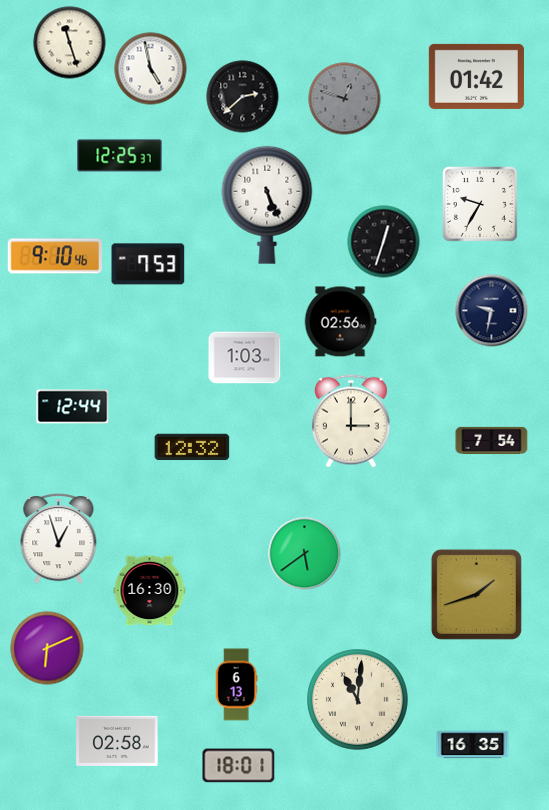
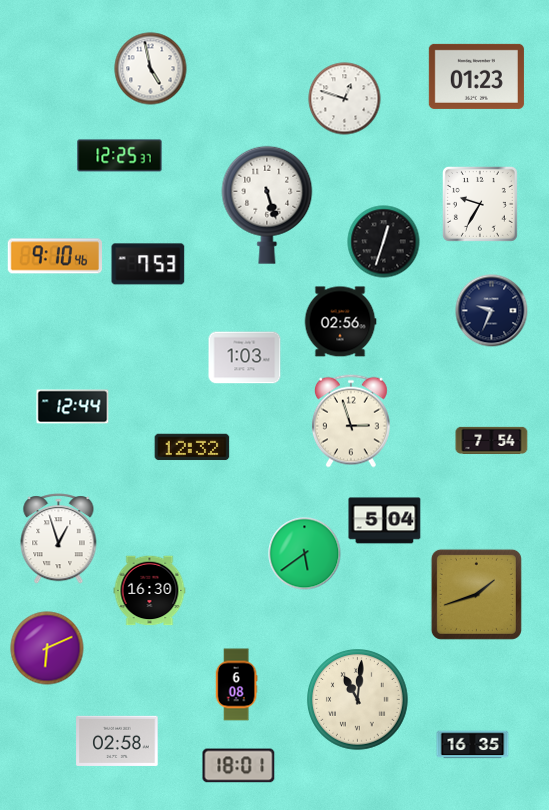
clock at (70, 43): 11:27 -> none
clock at (476, 76): 01:42 -> 01:23
clock at (243, 97): 2:38 -> none
clock at (345, 99) dial: grey -> white
clock at (267, 205): 5:26 -> 5:27
clock at (492, 311): 9:32 -> 9:34
clock at (351, 421): 3:00 -> 2:57
clock at (385, 521): none -> 5:04
clock at (236, 685): 6:13 -> 6:08
